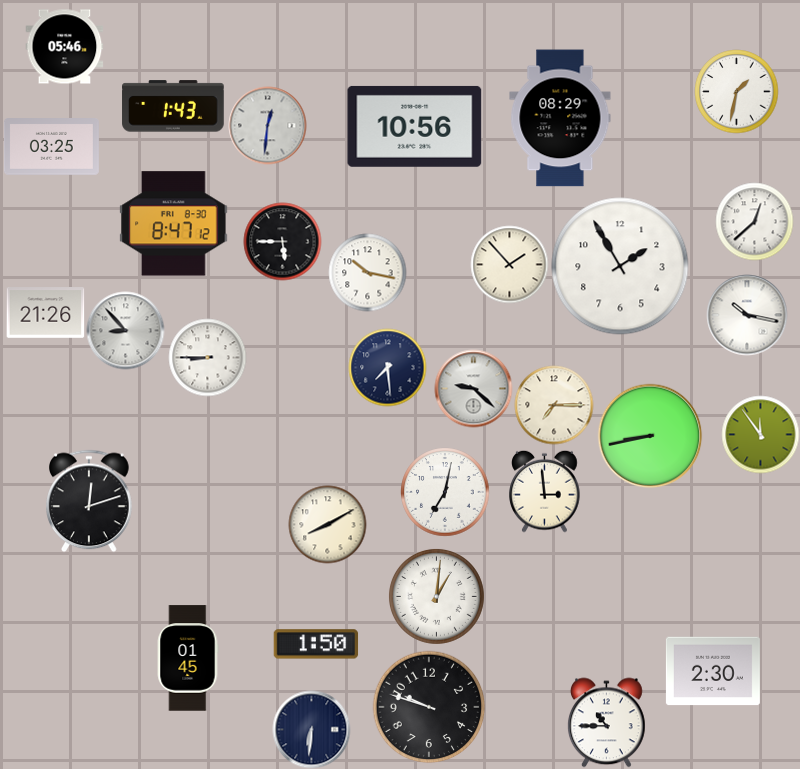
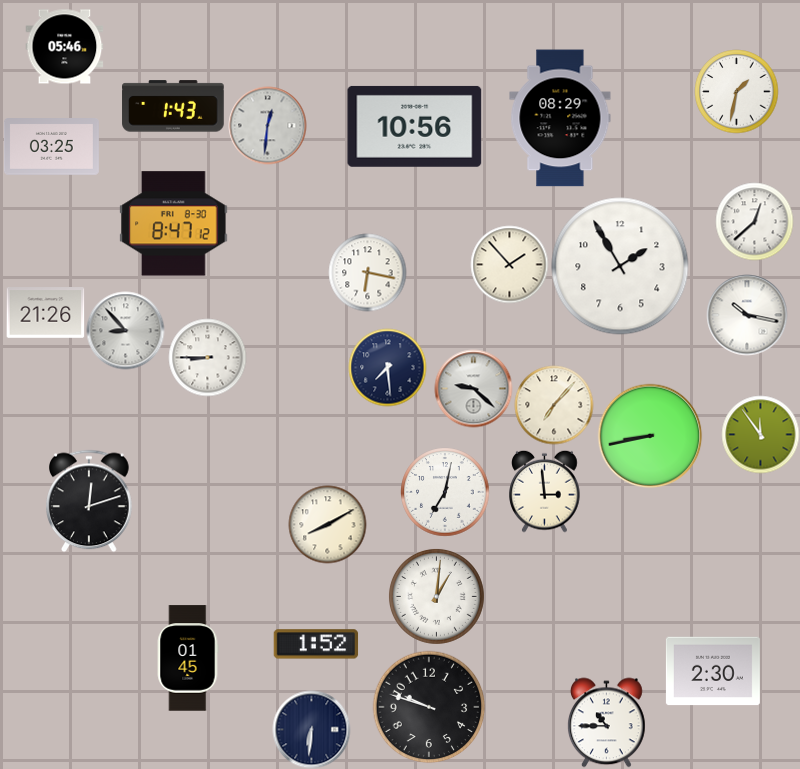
clock at (282, 241): 5:45 -> none
clock at (367, 272): 10:17 -> 6:17
clock at (554, 405): 7:15 -> 7:07
clock at (316, 644): 1:50 -> 1:52
